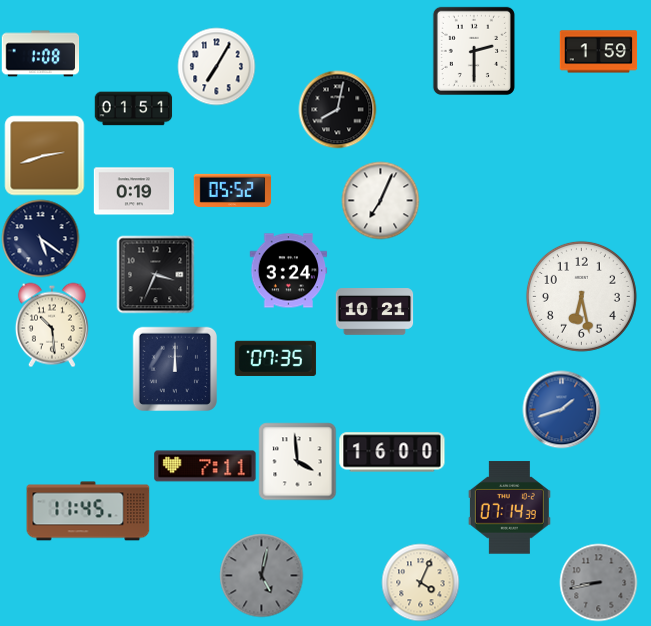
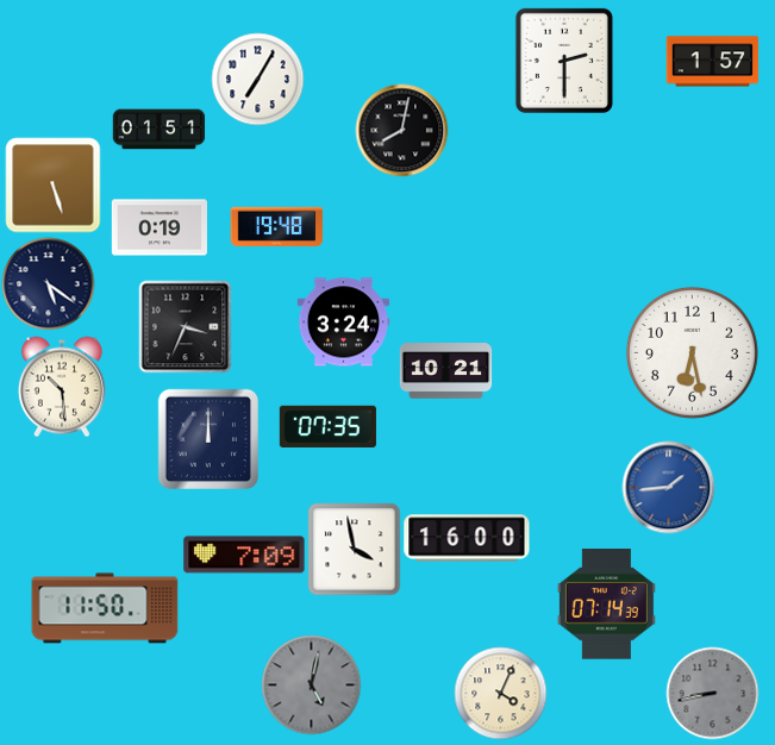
clock at (598, 52): 1:59 -> 1:57
clock at (40, 54): 1:08 -> none
clock at (44, 155): 2:42 -> 5:27
clock at (232, 190): 05:52 -> 19:48
clock at (380, 200): 7:04 -> none
clock at (561, 409): 1:42 -> 1:44
clock at (297, 461): 3:59 -> 3:58
clock at (205, 466): 7:11 -> 7:09
clock at (88, 511): 11:45 -> 11:50
